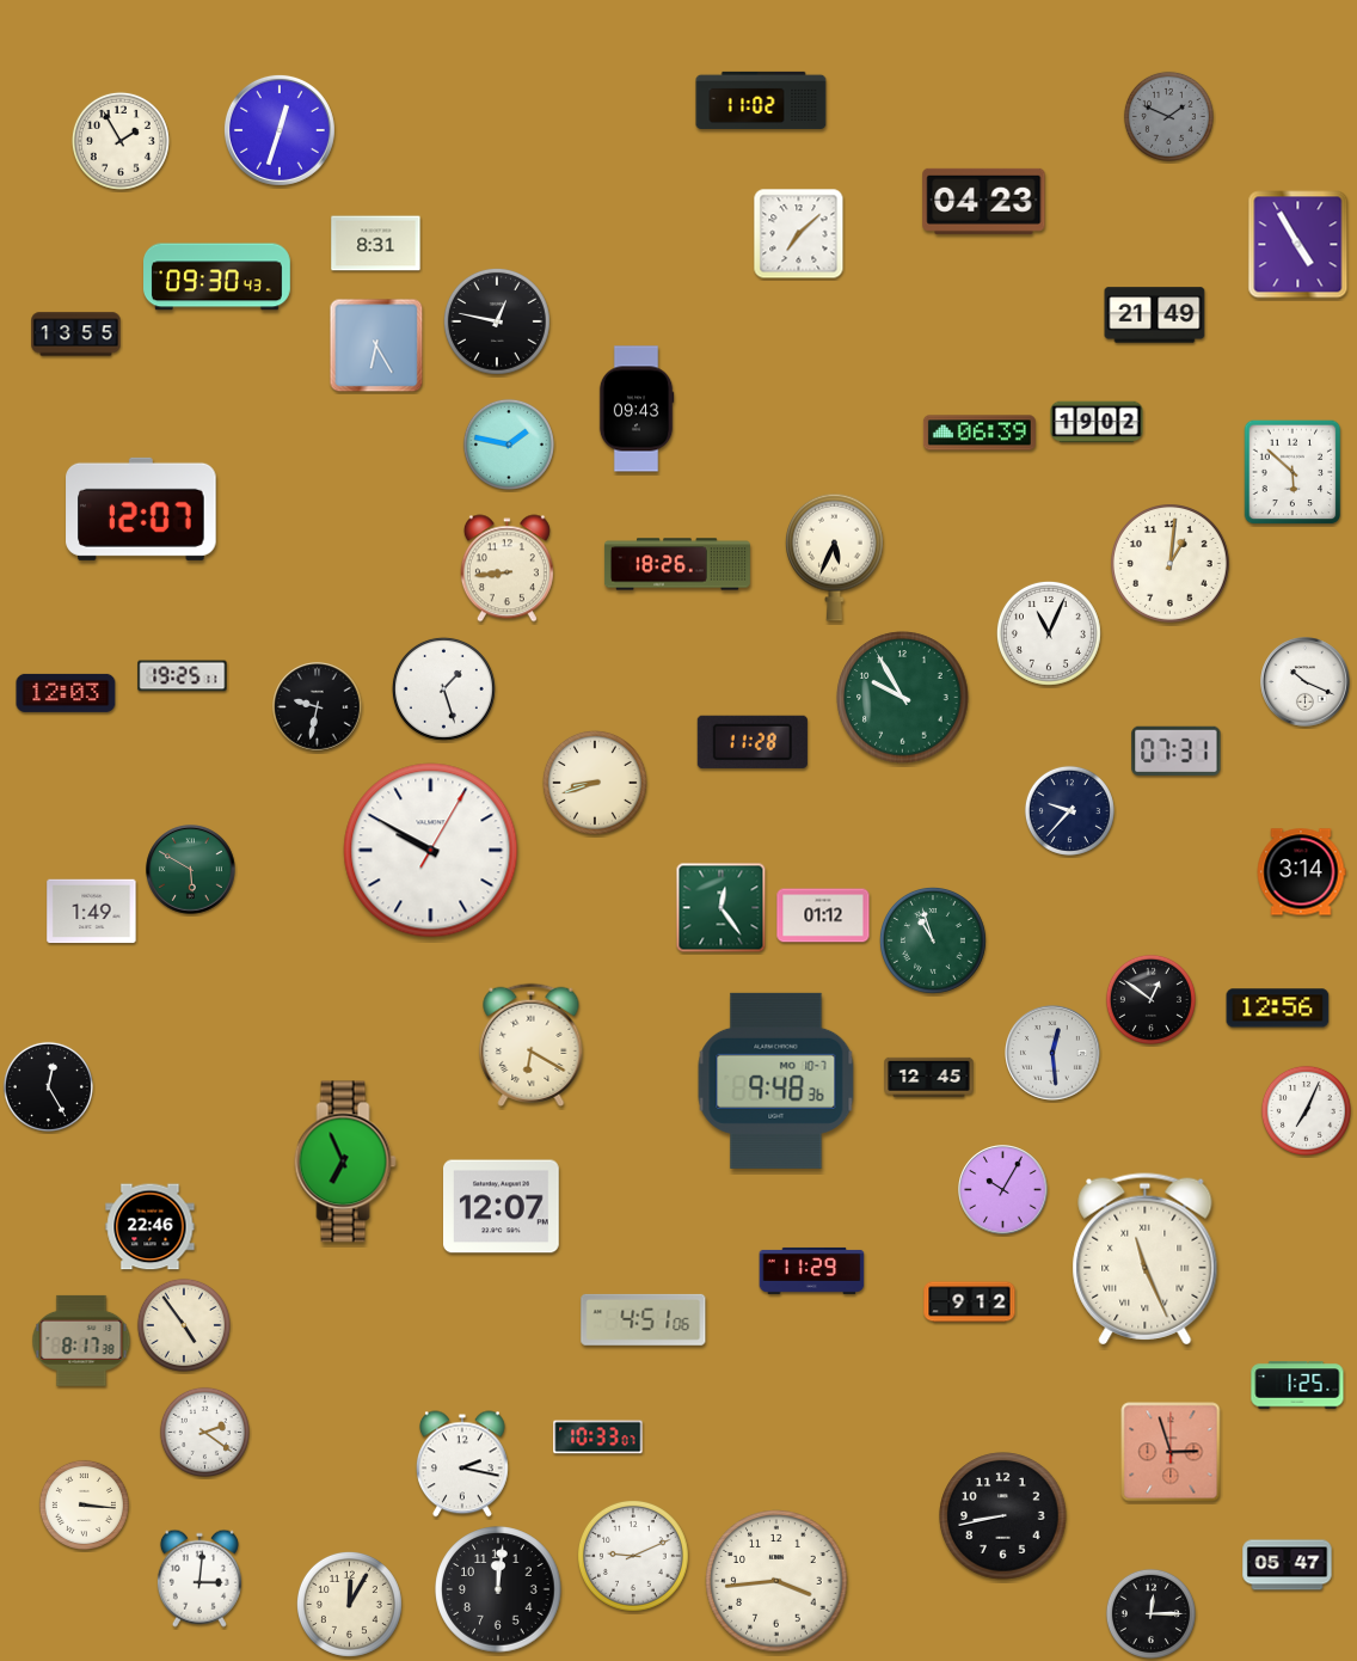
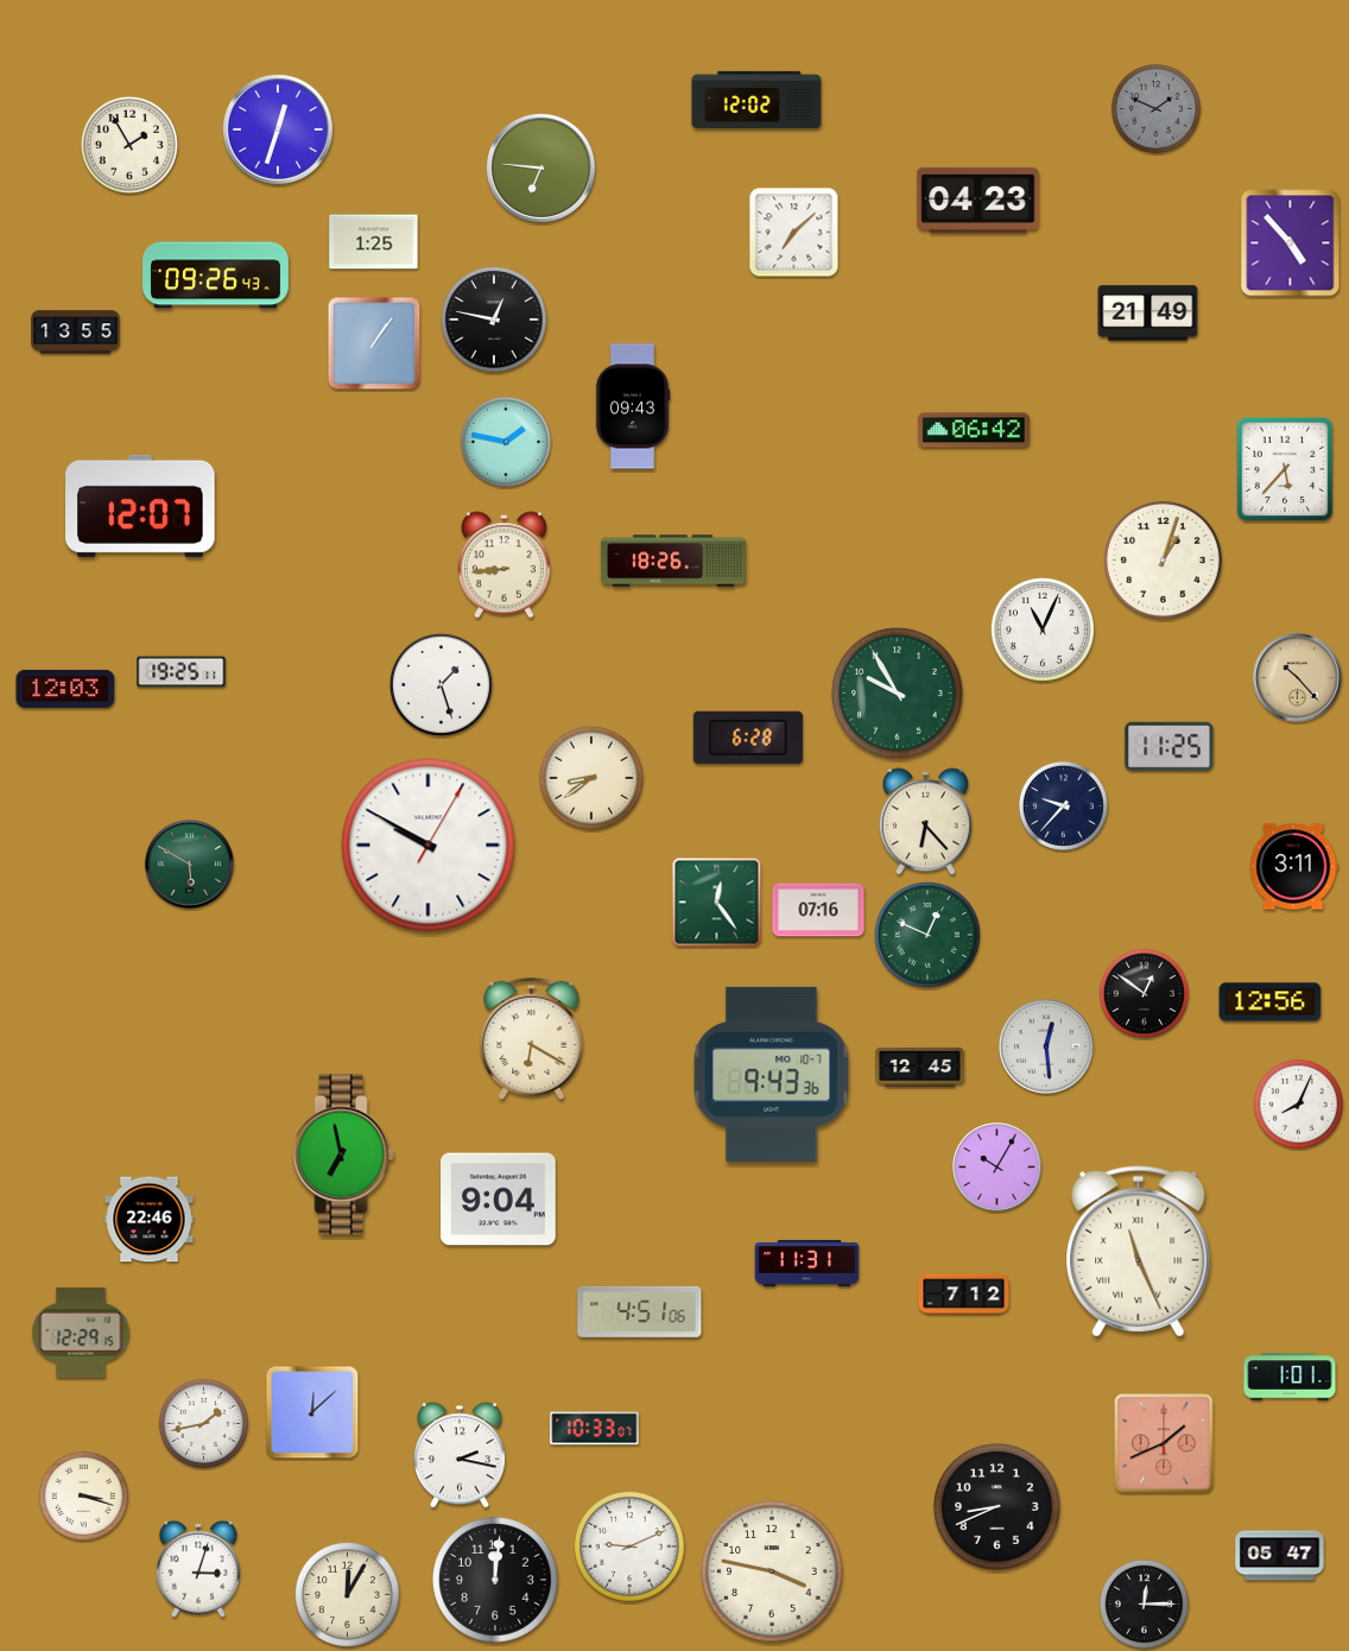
clock at (761, 100): 11:02 -> 12:02
clock at (1168, 116) position: (1168, 116) -> (1155, 108)
clock at (121, 141) position: (121, 141) -> (129, 145)
clock at (540, 167): none -> 6:46
clock at (376, 244): 8:31 -> 1:25
clock at (1298, 245): 4:55 -> 4:53
clock at (217, 277): 09:30 -> 09:26
clock at (376, 345): 6:25 -> 1:06
clock at (1097, 422): 19:02 -> none
clock at (980, 433): 06:39 -> 06:42
clock at (1292, 472): 5:52 -> 5:37
clock at (835, 557): 5:34 -> none
clock at (1171, 564): 1:01 -> 1:03
clock at (1306, 682): 10:19 -> 10:23
clock at (1306, 682) dial: white -> champagne
clock at (318, 707): 9:32 -> none
clock at (753, 742): 11:28 -> 6:28
clock at (1177, 750): 07:31 -> 11:25
clock at (595, 783): 8:42 -> 8:39
clock at (925, 822): none -> 6:23
clock at (1301, 872): 3:14 -> 3:11
clock at (92, 912): 1:49 -> none
clock at (823, 915): 01:12 -> 07:16
clock at (933, 940): 10:57 -> 12:49
clock at (532, 1044) position: (532, 1044) -> (532, 1038)
clock at (929, 1077) position: (929, 1077) -> (920, 1067)
clock at (776, 1080): 9:48 -> 9:43
clock at (48, 1086): 12:25 -> none
clock at (1306, 1110): 7:04 -> 8:04
clock at (345, 1162): 6:56 -> 6:58
clock at (1003, 1190) position: (1003, 1190) -> (997, 1168)
clock at (502, 1207): 12:07 -> 9:04
clock at (812, 1270): 11:29 -> 11:31
clock at (970, 1303): 9:12 -> 7:12
clock at (184, 1325): 4:54 -> none
clock at (81, 1341): 8:17 -> 12:29
clock at (1297, 1385): 1:25 -> 1:01
clock at (312, 1412): none -> 12:08
clock at (204, 1432): 2:21 -> 1:43
clock at (1171, 1452): 2:57 -> 1:41
clock at (84, 1504): 3:16 -> 3:18
clock at (1003, 1516): 8:43 -> 8:41
clock at (199, 1579): 3:01 -> 3:03
clock at (776, 1581): 3:44 -> 3:47
